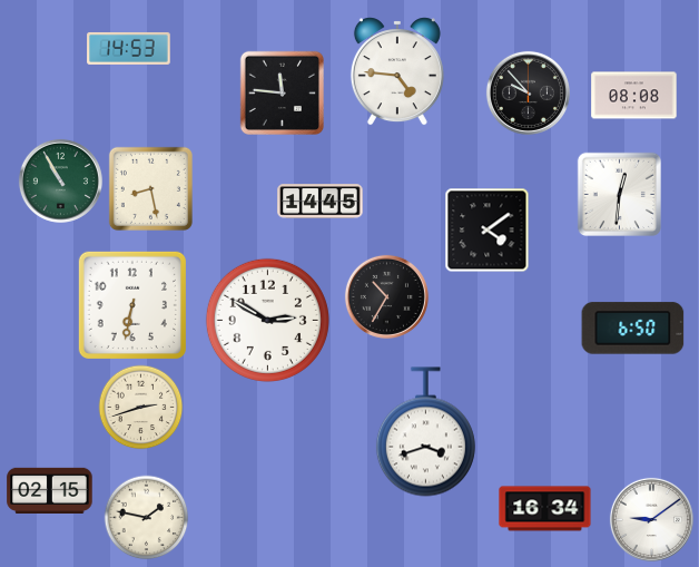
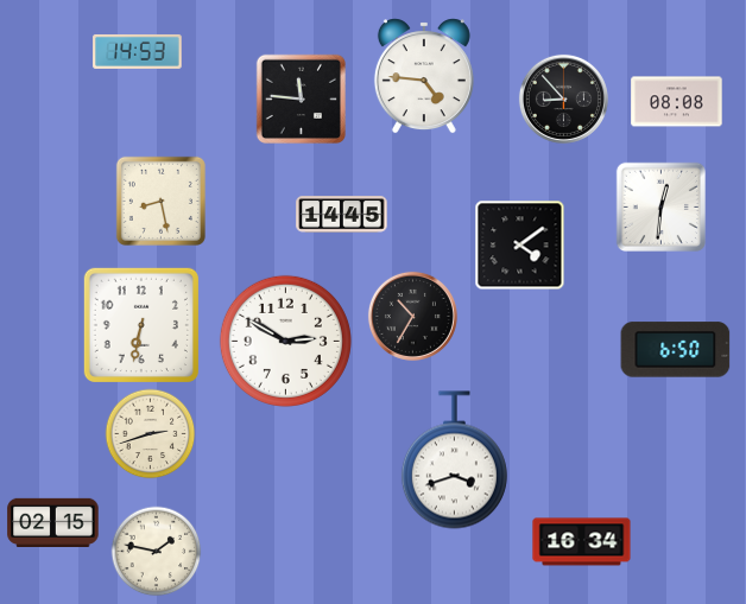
clock at (528, 92): 9:53 -> 8:53
clock at (60, 180): 10:55 -> none
clock at (651, 519): 9:09 -> none
